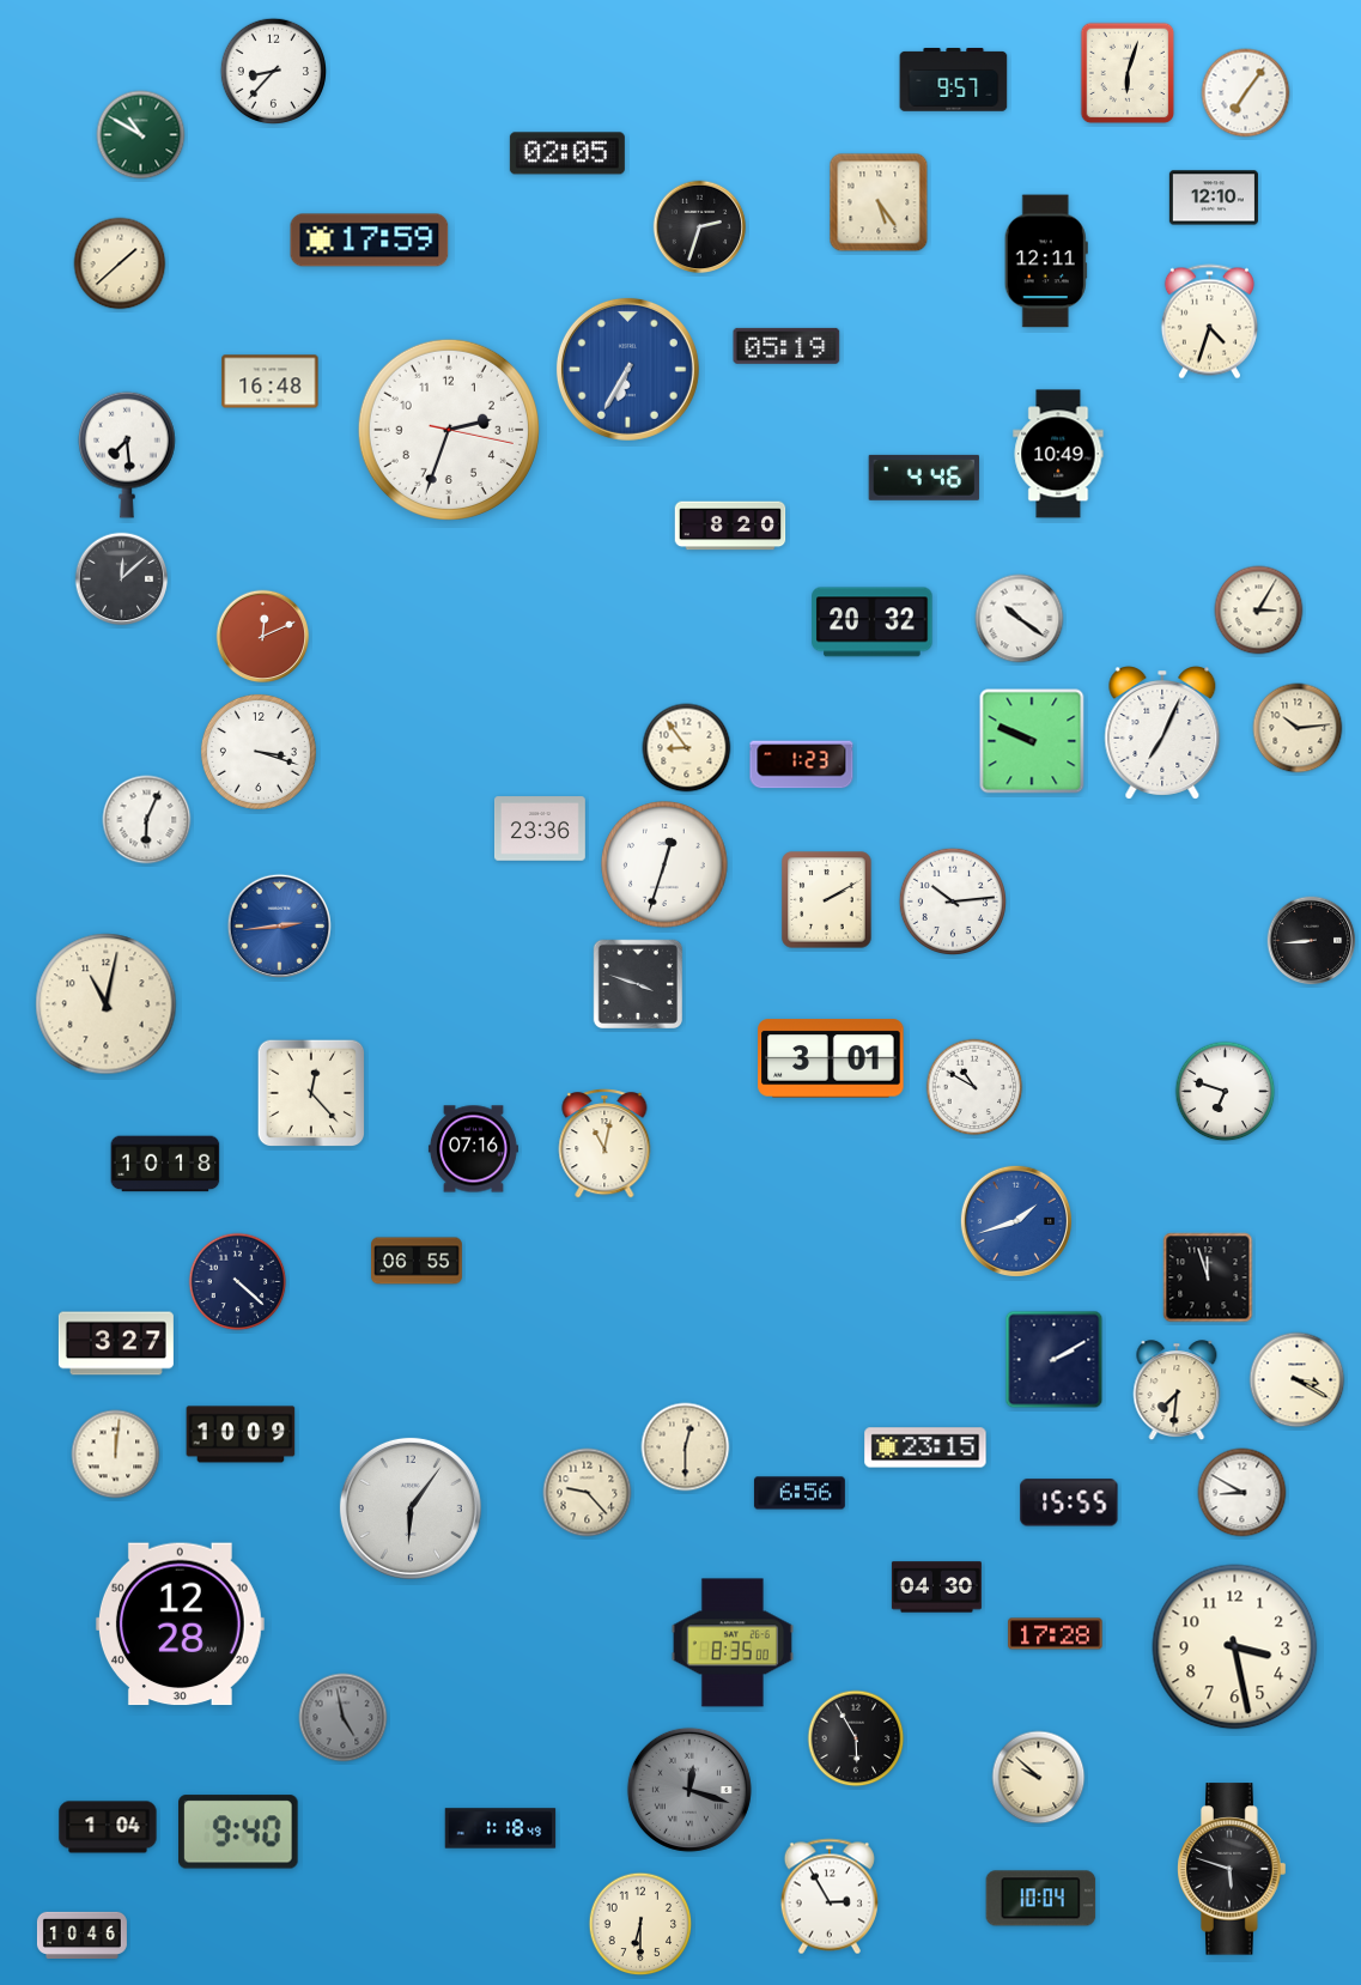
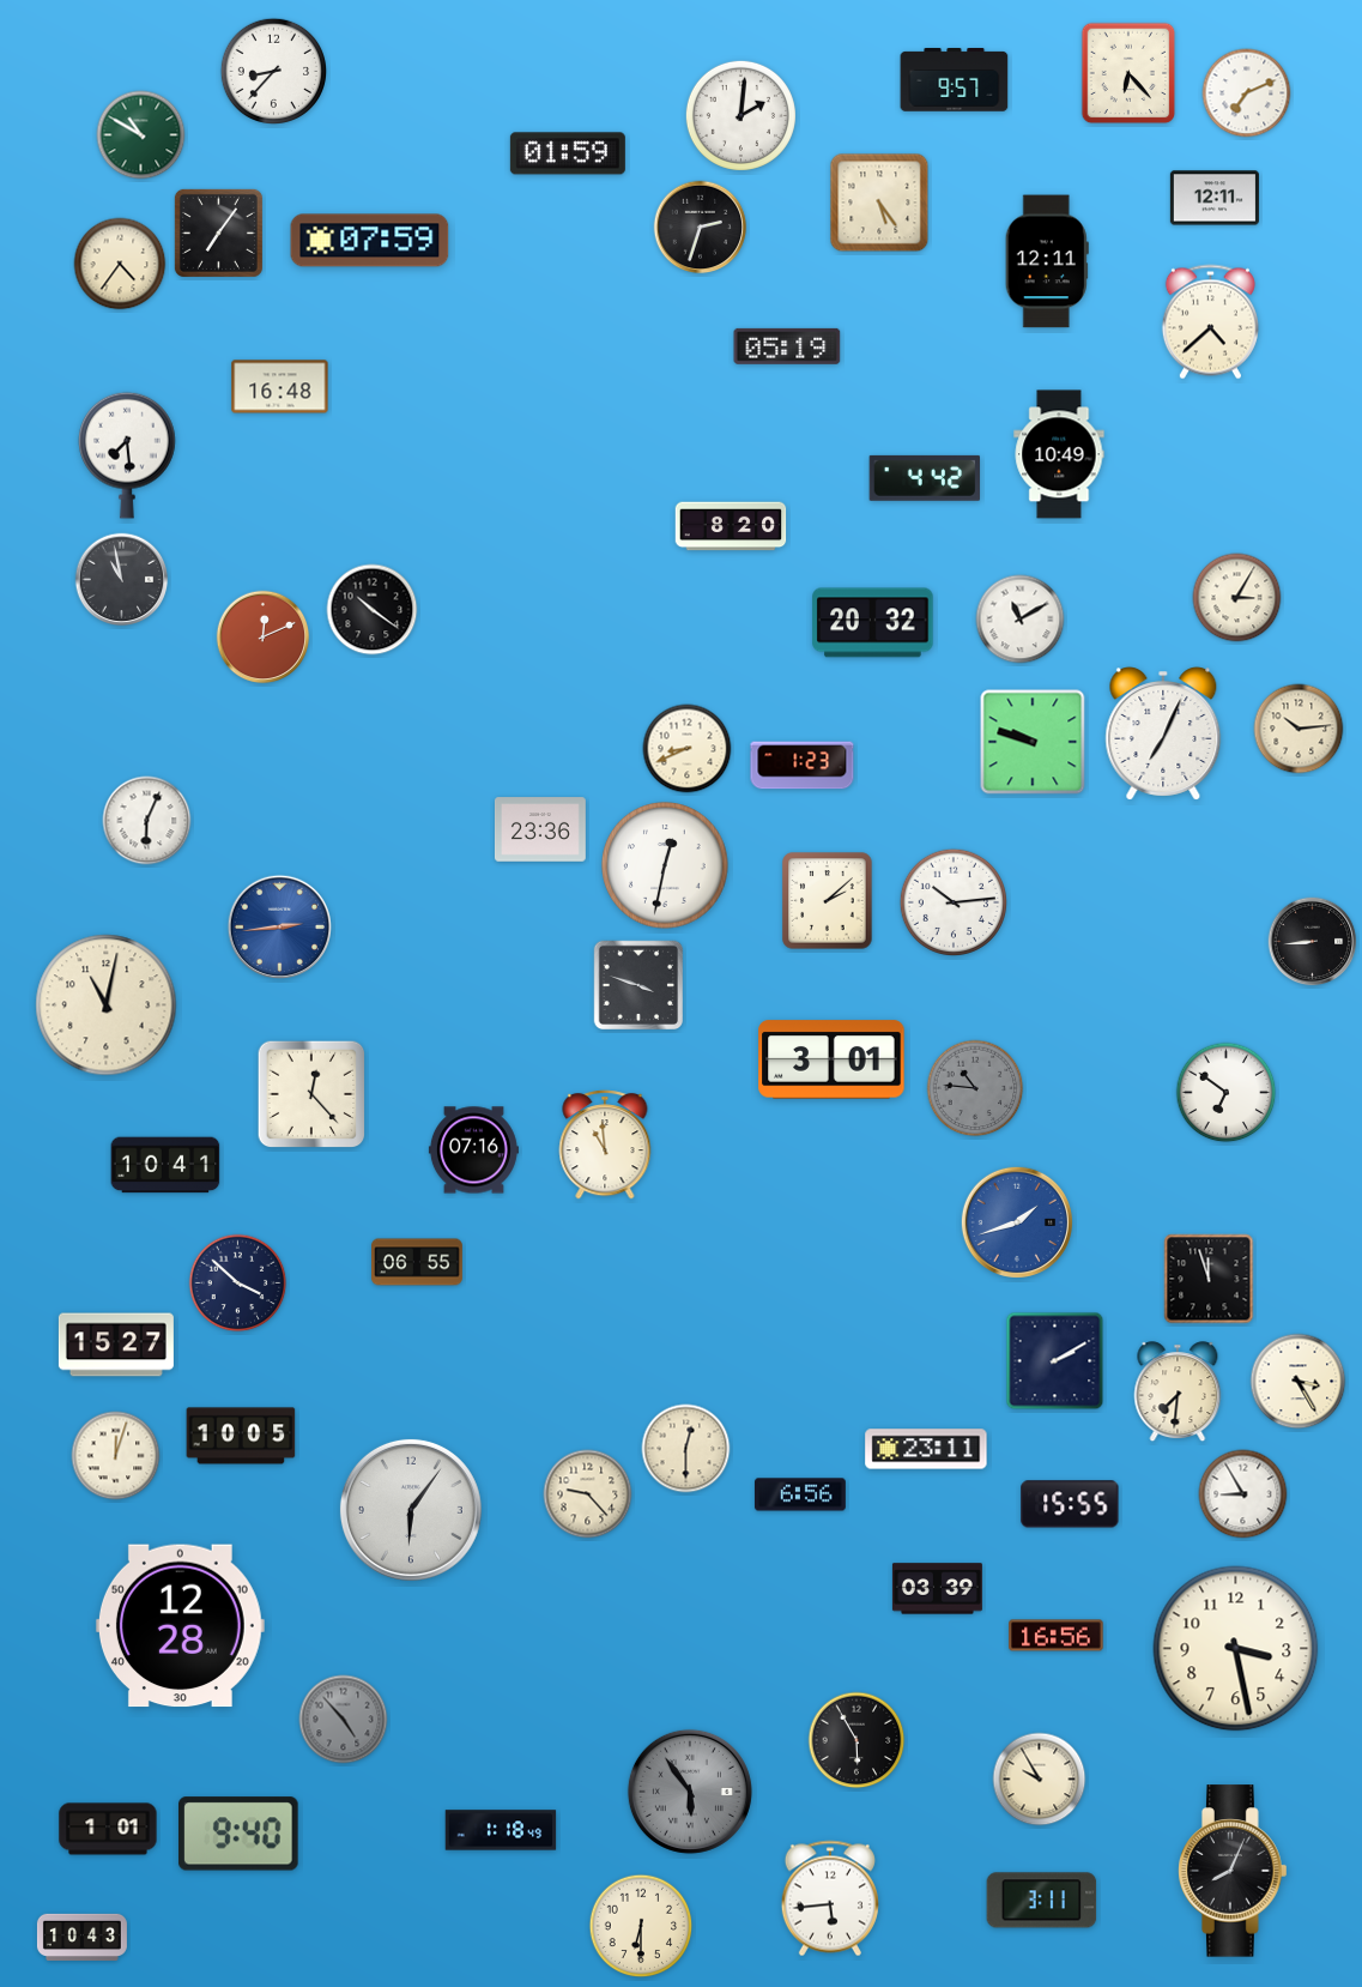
clock at (1128, 73): 6:03 -> 6:23
clock at (1246, 93): 7:06 -> 7:11
clock at (740, 115): none -> 2:01
clock at (567, 153): 02:05 -> 01:59
clock at (1214, 198): 12:10 -> 12:11
clock at (218, 232): none -> 7:06
clock at (370, 241): 17:59 -> 07:59
clock at (120, 263): 1:38 -> 4:36
clock at (1209, 322): 4:33 -> 4:38
clock at (627, 369): 6:35 -> none
clock at (271, 382) position: (271, 382) -> (280, 387)
clock at (449, 430): 2:33 -> none
clock at (924, 478): 4:46 -> 4:42
clock at (122, 579): 12:08 -> 10:58
clock at (373, 610): none -> 10:21
clock at (1259, 611) position: (1259, 611) -> (1237, 598)
clock at (1020, 619): 10:21 -> 11:10
clock at (1032, 741): 9:49 -> 9:48
clock at (687, 748): 8:54 -> 8:41
clock at (259, 752): 3:18 -> none
clock at (664, 864): 12:33 -> 12:32
clock at (827, 900): 2:10 -> 2:08
clock at (974, 1087): 10:50 -> 10:46
clock at (974, 1087) dial: white -> grey
clock at (1226, 1092): 6:48 -> 6:51
clock at (604, 1143): 11:02 -> 10:59
clock at (165, 1164): 10:18 -> 10:41
clock at (238, 1282): 4:22 -> 3:52
clock at (116, 1343): 3:27 -> 15:27
clock at (1298, 1380): 3:20 -> 3:25
clock at (241, 1434): 10:09 -> 10:05
clock at (925, 1447): 23:15 -> 23:11
clock at (116, 1455): 12:01 -> 12:03
clock at (1242, 1493): 8:50 -> 8:55
clock at (936, 1588): 04:30 -> 03:39
clock at (1056, 1634): 17:28 -> 16:56
clock at (733, 1643): 8:35 -> none
clock at (344, 1718): 4:58 -> 4:53
clock at (1039, 1778): 9:52 -> 9:55
clock at (689, 1790): 12:18 -> 5:54
clock at (108, 1827): 1:04 -> 1:01
clock at (1232, 1869): 5:48 -> 8:04
clock at (830, 1896): 2:55 -> 5:44
clock at (1041, 1899): 10:04 -> 3:11
clock at (81, 1935): 10:46 -> 10:43
